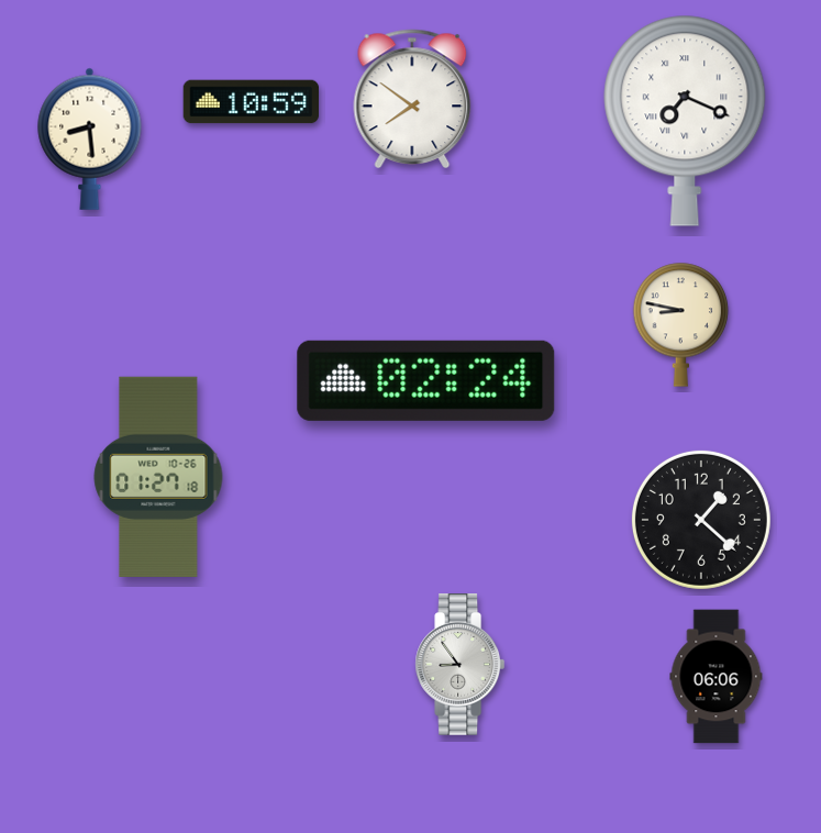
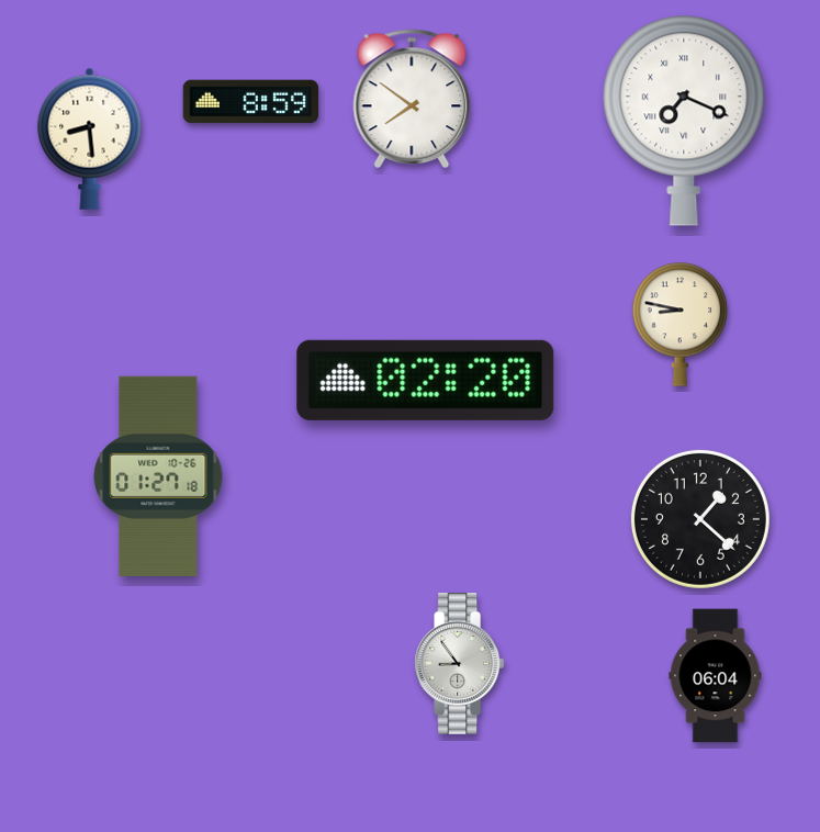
clock at (252, 102): 10:59 -> 8:59
clock at (426, 380): 02:24 -> 02:20
clock at (717, 677): 06:06 -> 06:04
